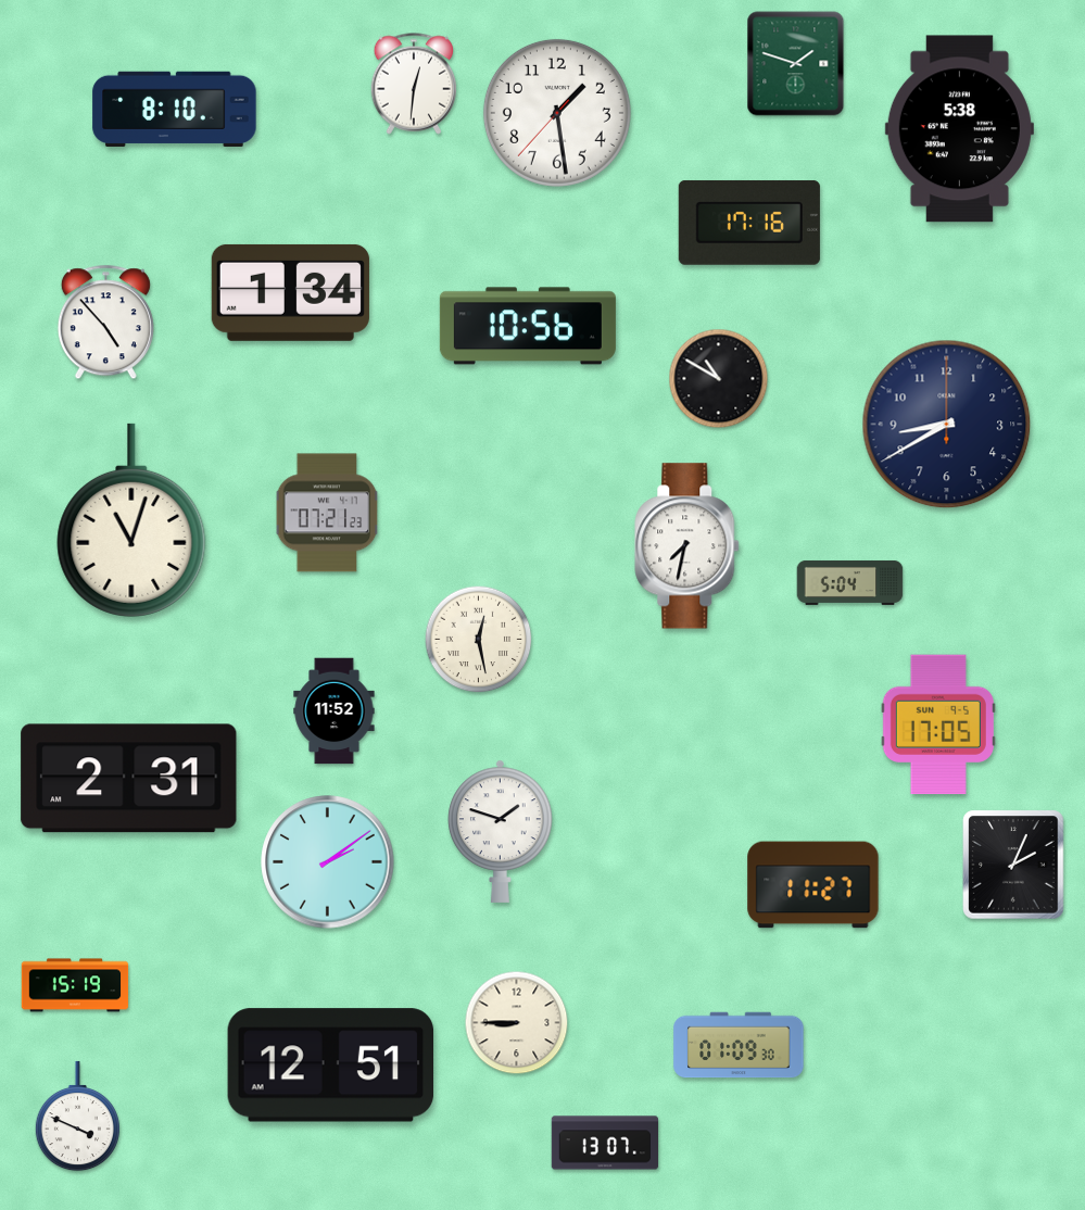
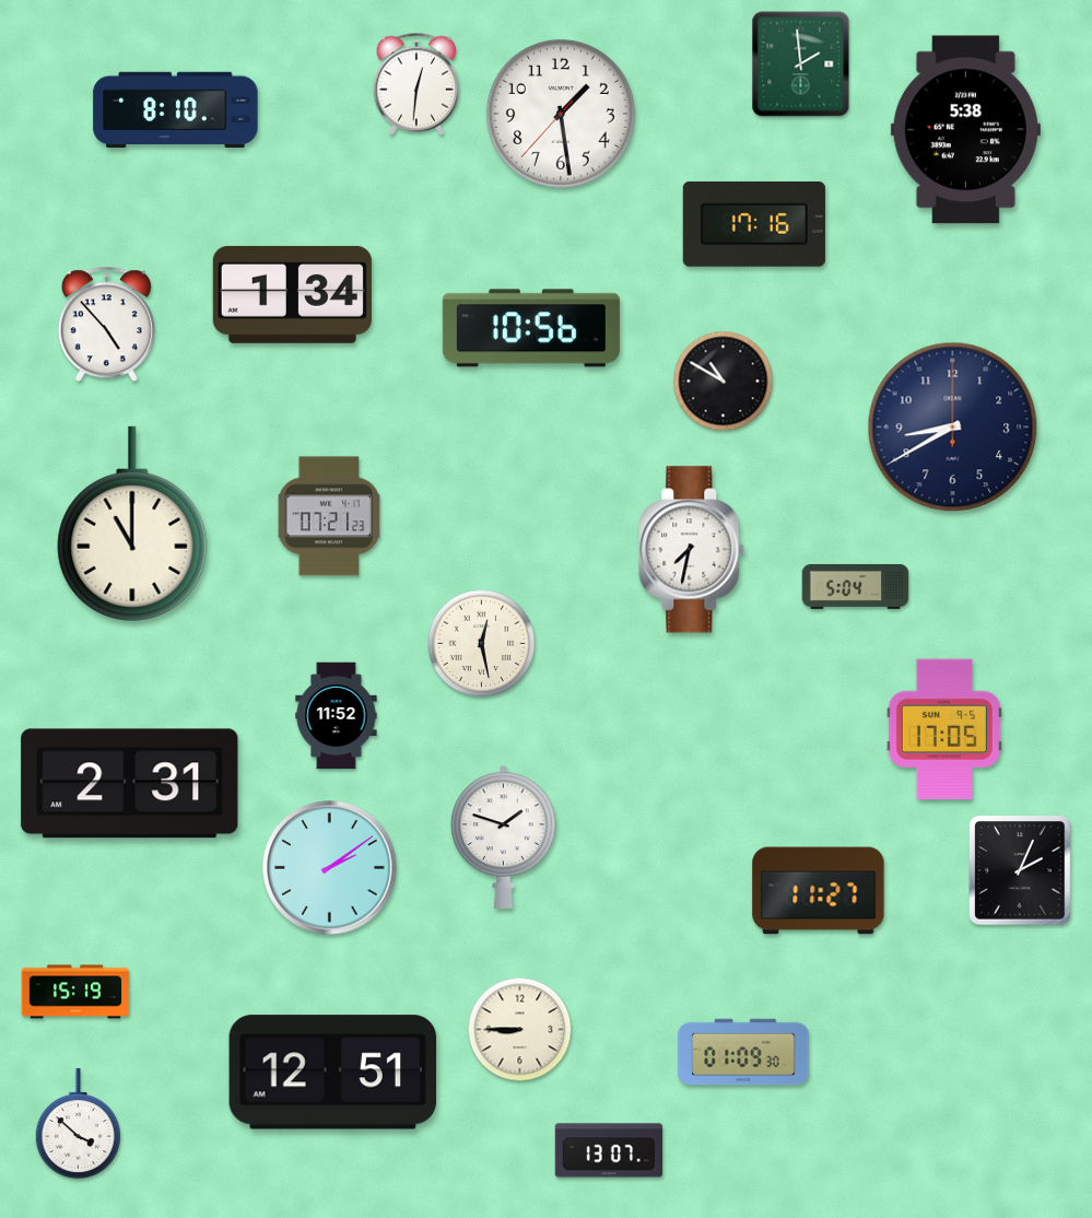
clock at (796, 64): 1:48 -> 1:59
clock at (131, 520): 11:03 -> 11:00
clock at (77, 1117): 3:49 -> 3:52
